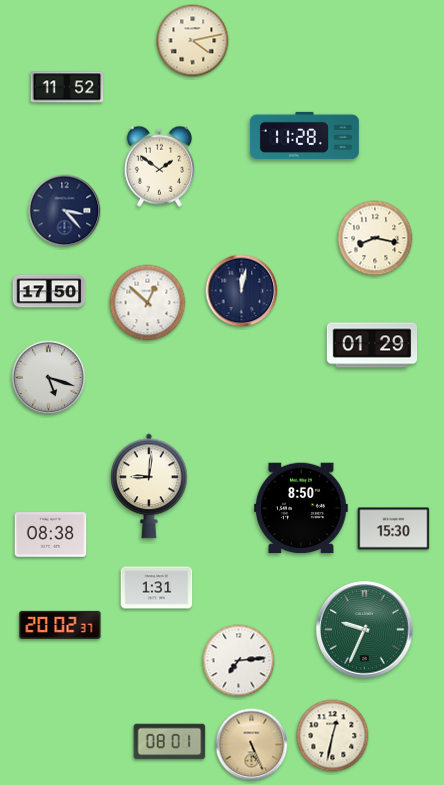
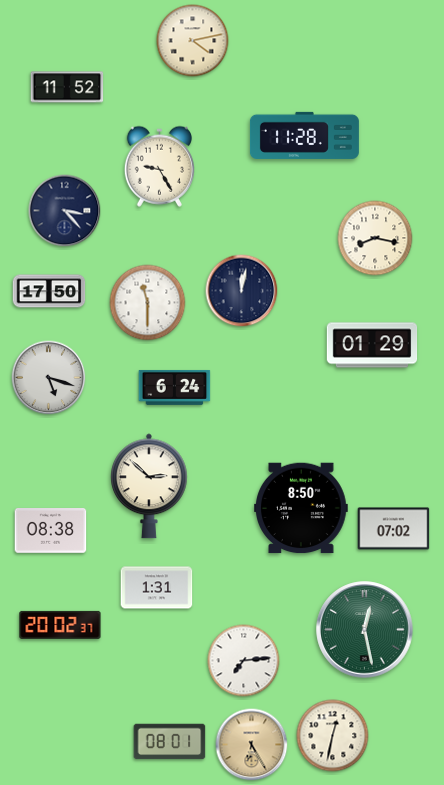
clock at (159, 166): 1:51 -> 9:25
clock at (148, 303): 12:52 -> 11:30
clock at (175, 387): none -> 6:24
clock at (150, 486): 9:01 -> 2:52
clock at (394, 529): 15:30 -> 07:02
clock at (51, 535) position: (51, 535) -> (51, 531)
clock at (365, 630): 9:34 -> 12:28
clock at (239, 661) position: (239, 661) -> (244, 661)
clock at (252, 745): 5:26 -> 6:25
